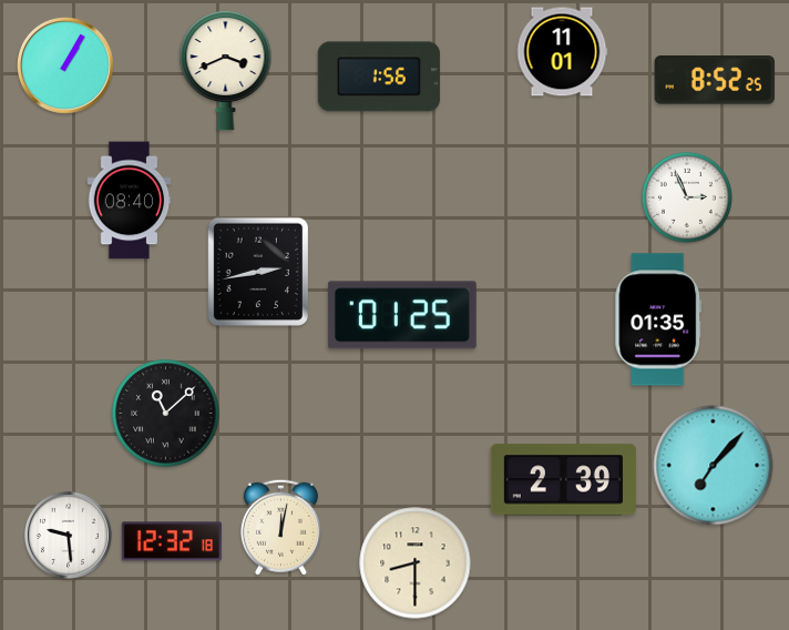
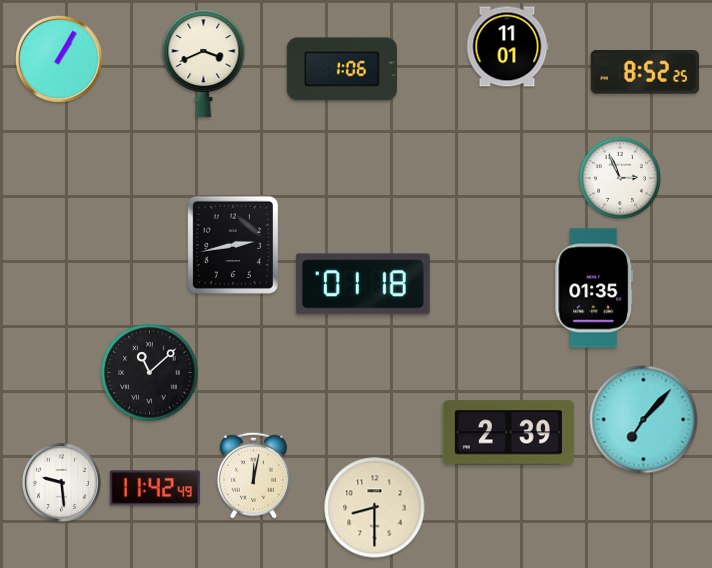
clock at (379, 77): 1:56 -> 1:06
clock at (130, 201): 08:40 -> none
clock at (402, 315): 01:25 -> 01:18
clock at (172, 541): 12:32 -> 11:42
